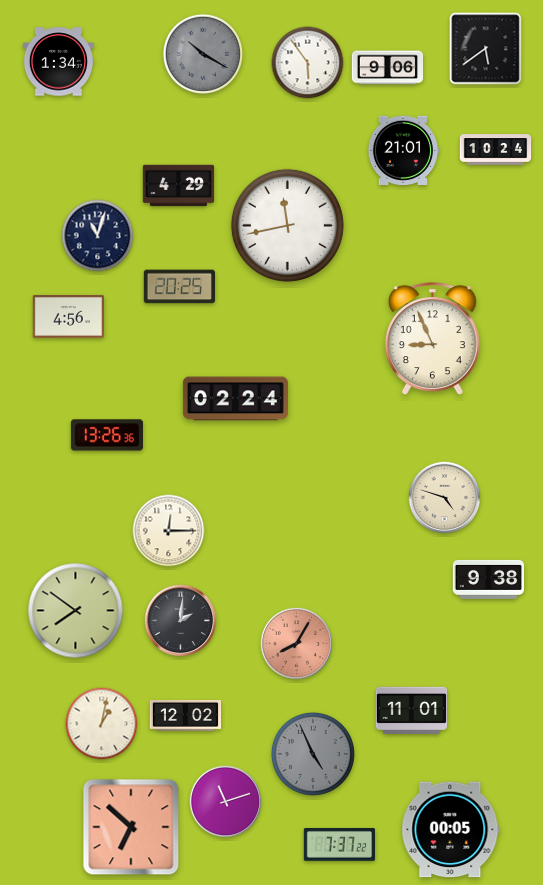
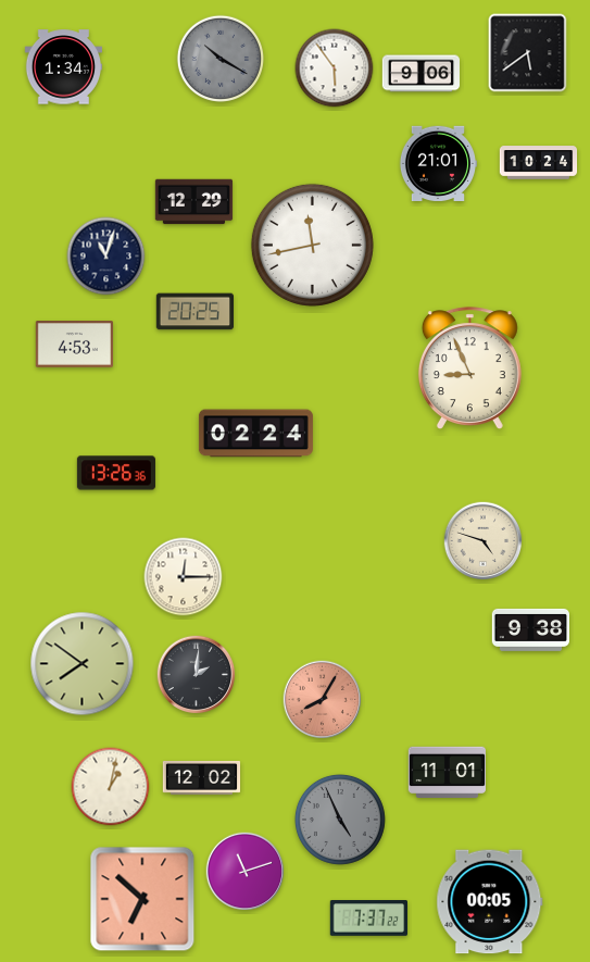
clock at (179, 186): 4:29 -> 12:29
clock at (68, 317): 4:56 -> 4:53
